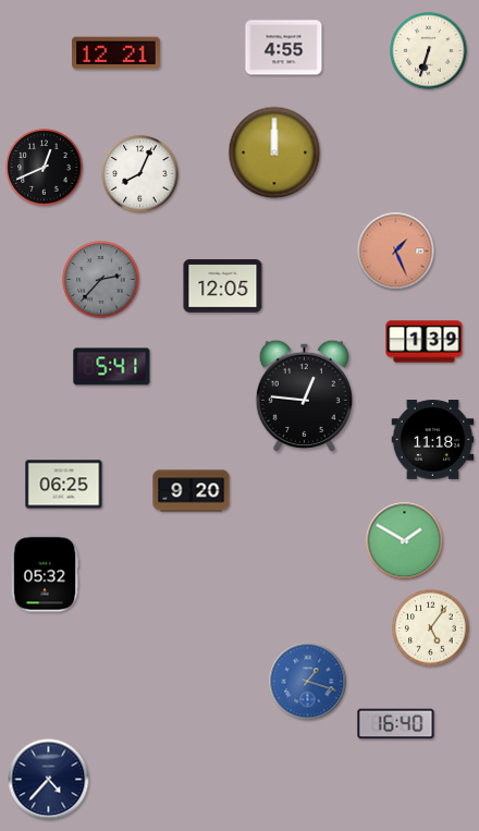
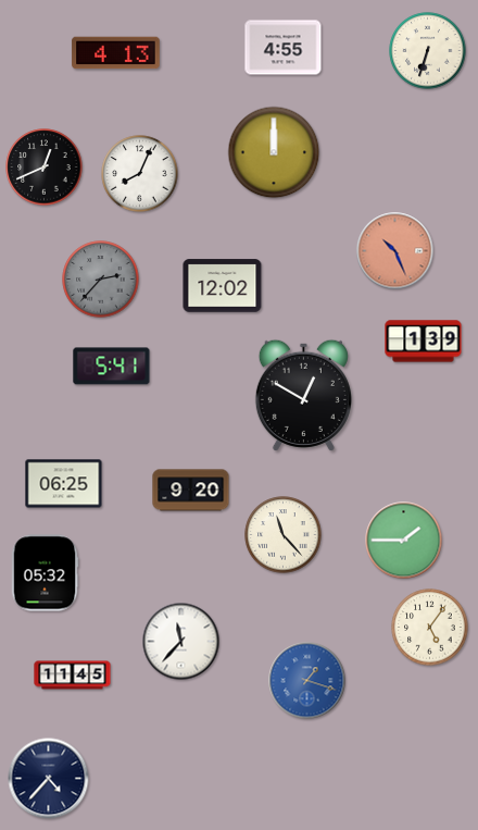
clock at (116, 53): 12:21 -> 4:13
clock at (396, 252): 1:26 -> 10:26
clock at (223, 286): 12:05 -> 12:02
clock at (304, 395): 12:46 -> 12:50
clock at (433, 440): 11:18 -> none
clock at (284, 535): none -> 11:23
clock at (405, 541): 1:50 -> 1:45
clock at (181, 642): none -> 11:37
clock at (73, 676): none -> 11:45
clock at (396, 724): 16:40 -> none
